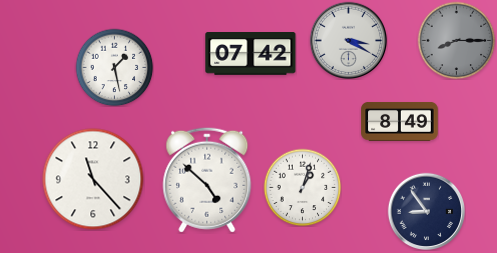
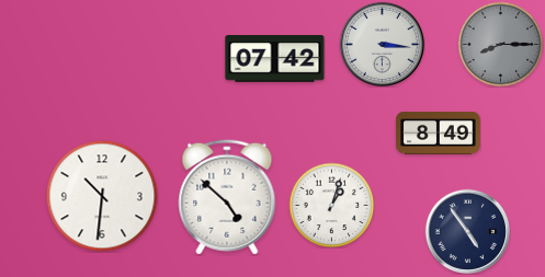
clock at (348, 40): 3:20 -> 3:16
clock at (114, 67): 1:28 -> none
clock at (93, 179): 11:23 -> 10:31
clock at (426, 211): 8:54 -> 4:54
